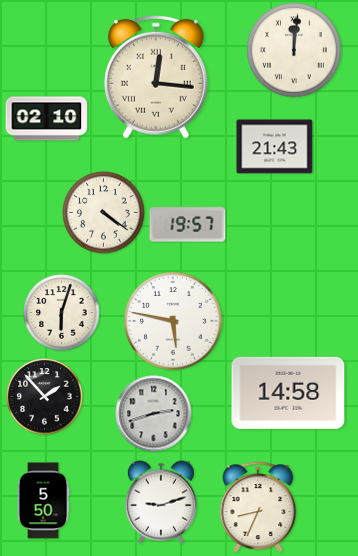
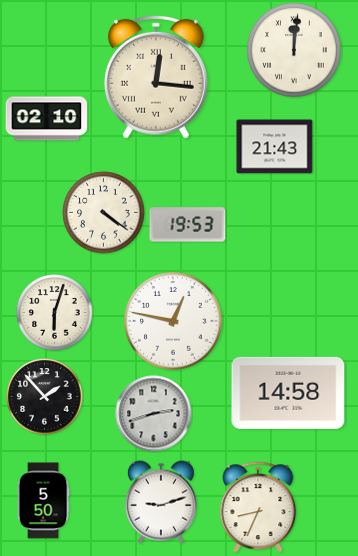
clock at (188, 225): 19:57 -> 19:53
clock at (62, 313) position: (62, 313) -> (55, 313)
clock at (173, 321): 5:47 -> 12:47
